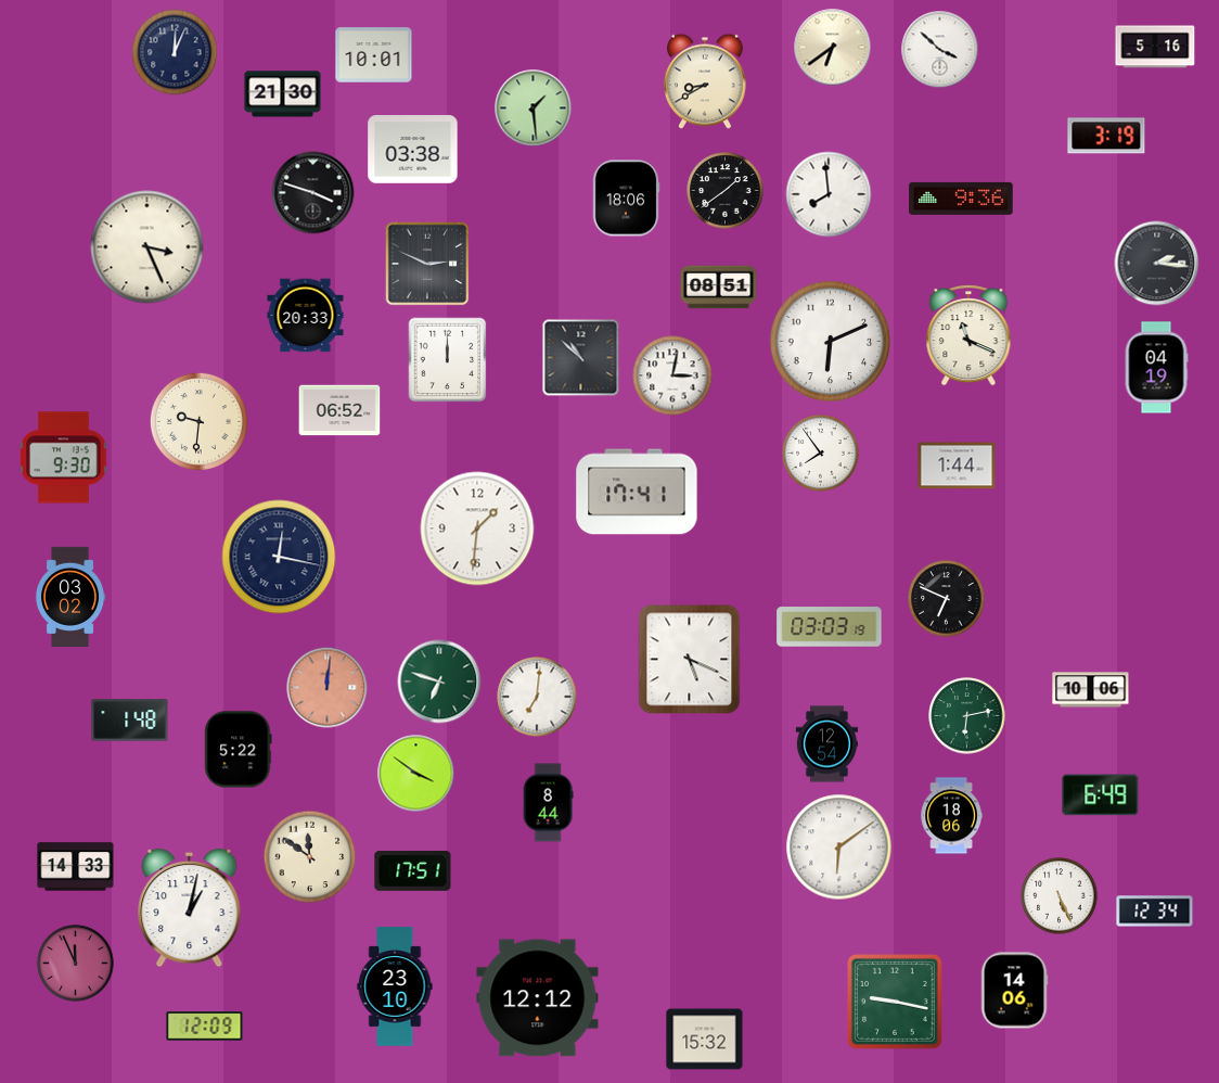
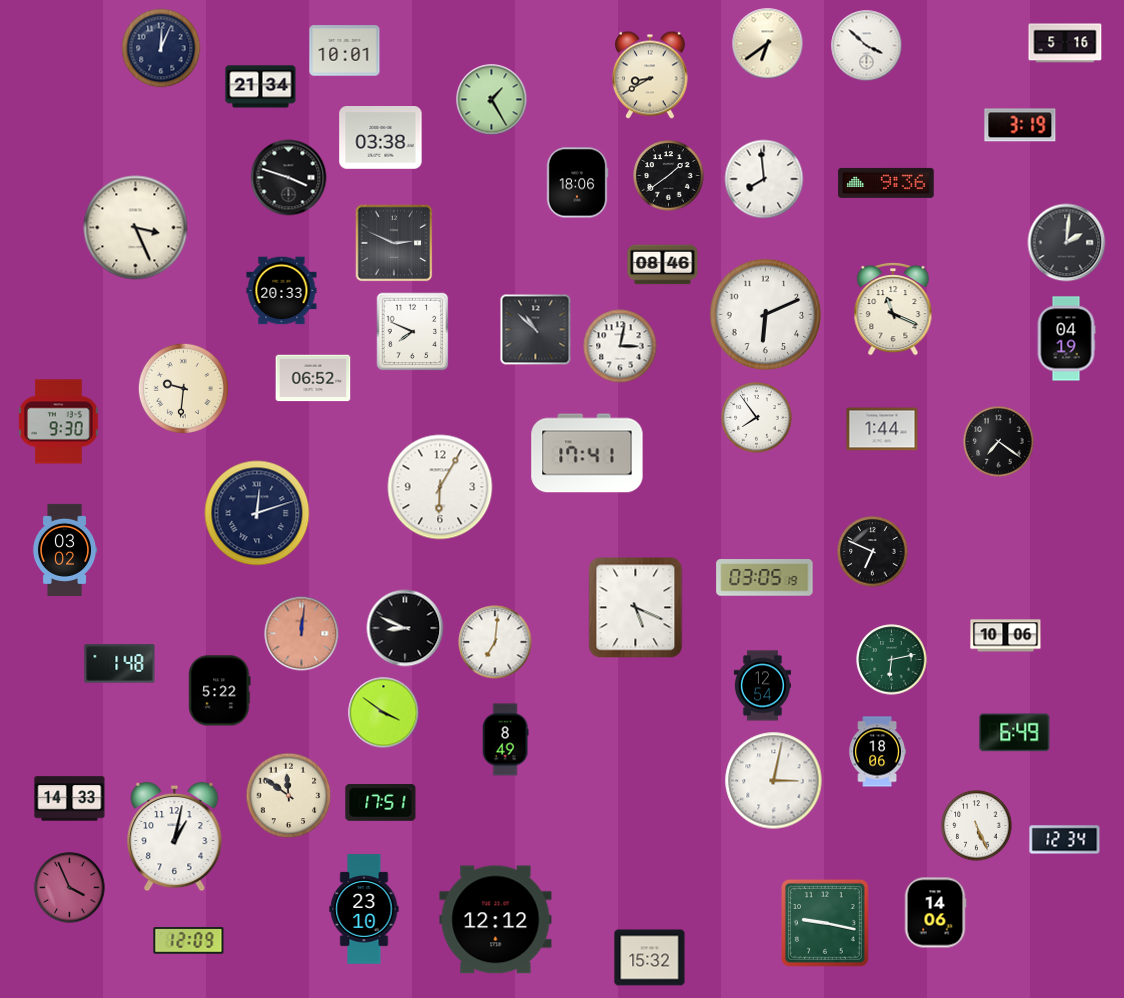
clock at (283, 94): 21:30 -> 21:34
clock at (534, 109): 1:29 -> 1:25
clock at (1157, 264): 2:16 -> 2:01
clock at (719, 288): 08:51 -> 08:46
clock at (448, 360): 12:00 -> 7:49
clock at (999, 442): none -> 7:21
clock at (477, 528): 1:31 -> 6:05
clock at (279, 557): 12:17 -> 12:12
clock at (830, 627): 03:03 -> 03:05
clock at (439, 681): 6:48 -> 8:49
clock at (439, 681) dial: green -> black
clock at (548, 803): 8:44 -> 8:49
clock at (839, 848): 6:09 -> 3:02
clock at (310, 857) position: (310, 857) -> (289, 796)
clock at (76, 964): 11:56 -> 3:56
clock at (205, 1027) position: (205, 1027) -> (189, 941)
